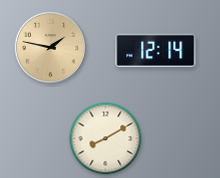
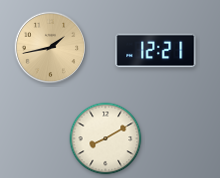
clock at (51, 48): 1:47 -> 1:43
clock at (156, 51): 12:14 -> 12:21
